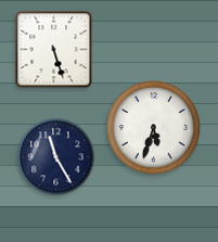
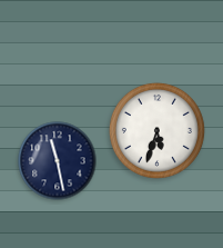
clock at (54, 50): 5:27 -> none
clock at (56, 157): 11:25 -> 11:28
